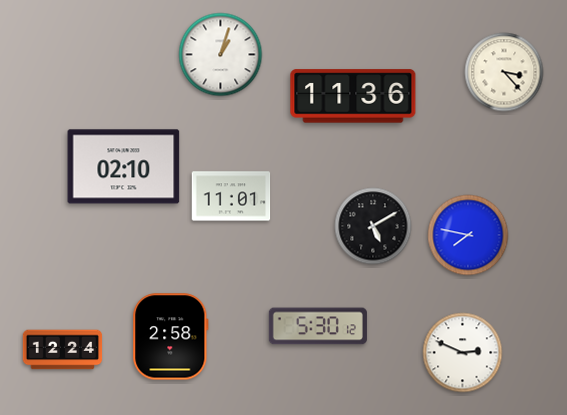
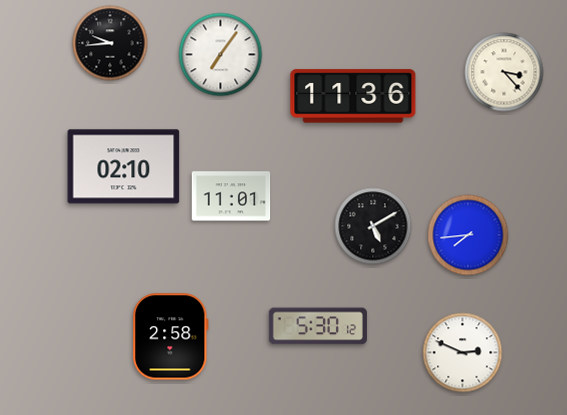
clock at (110, 43): none -> 9:44
clock at (221, 55): 1:03 -> 7:06
clock at (468, 235): 7:47 -> 7:44
clock at (63, 350): 12:24 -> none
